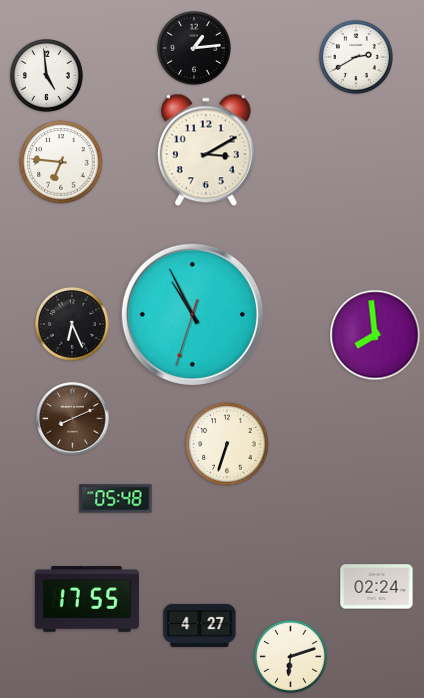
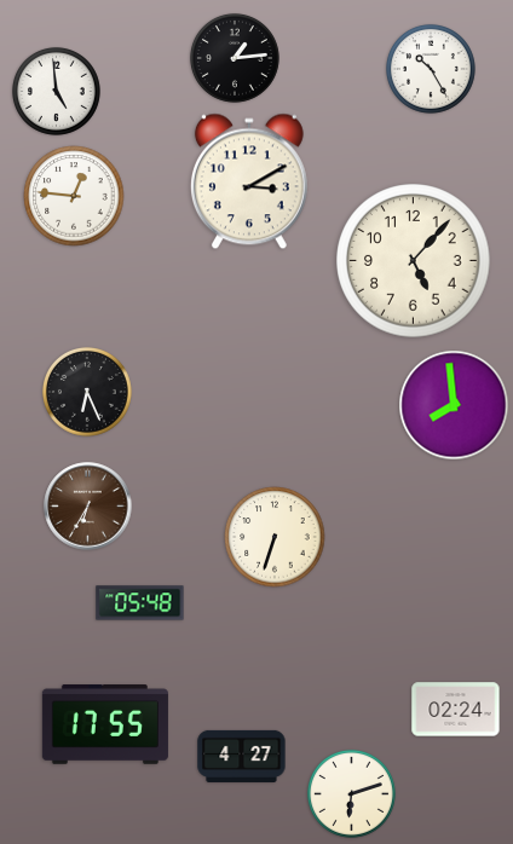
clock at (356, 57): 2:40 -> 10:25
clock at (61, 162): 6:46 -> 12:46
clock at (414, 261): none -> 5:07
clock at (192, 314): 10:55 -> none
clock at (73, 419): 8:11 -> 6:35
